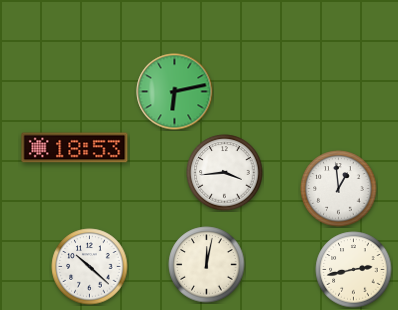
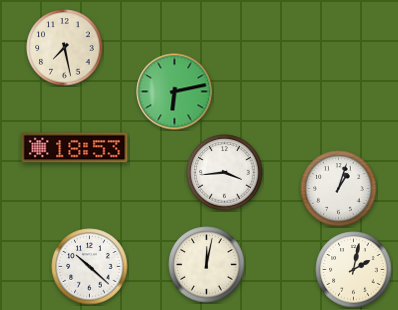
clock at (65, 48): none -> 7:28
clock at (339, 189): 12:59 -> 1:03
clock at (354, 270): 2:43 -> 2:02
